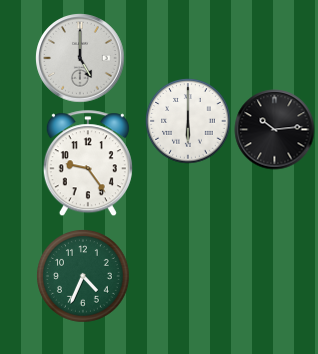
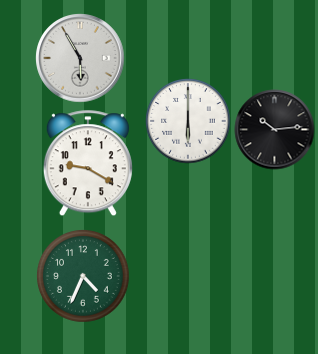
clock at (80, 58): 5:00 -> 5:55
clock at (88, 164): 9:24 -> 9:20
